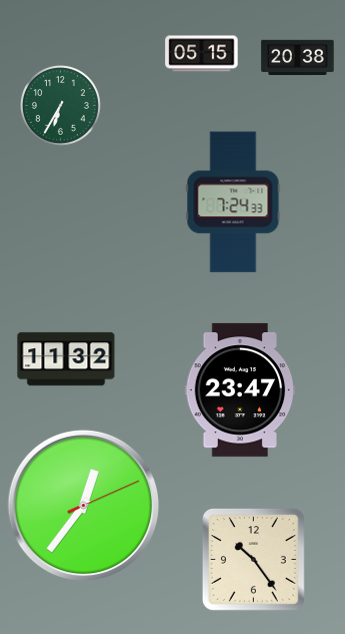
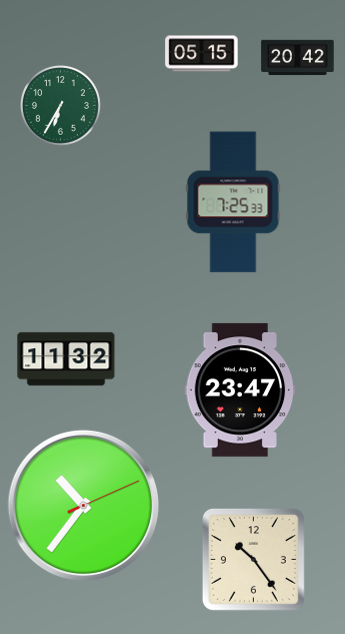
clock at (298, 58): 20:38 -> 20:42
clock at (233, 202): 7:24 -> 7:25
clock at (83, 505): 12:36 -> 10:36
